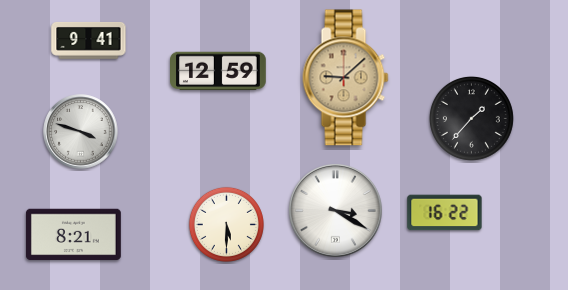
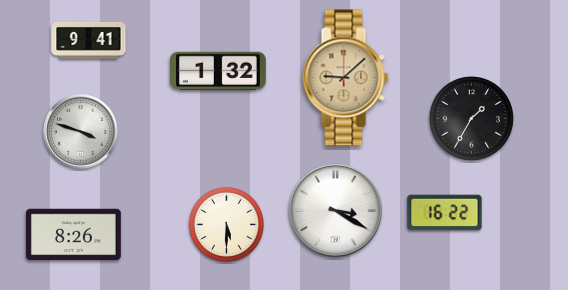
clock at (219, 71): 12:59 -> 1:32
clock at (471, 118): 1:37 -> 1:35
clock at (73, 235): 8:21 -> 8:26
